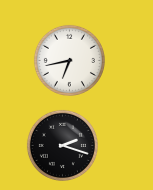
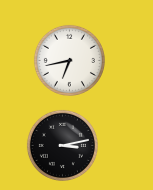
clock at (62, 145): 2:18 -> 3:13
